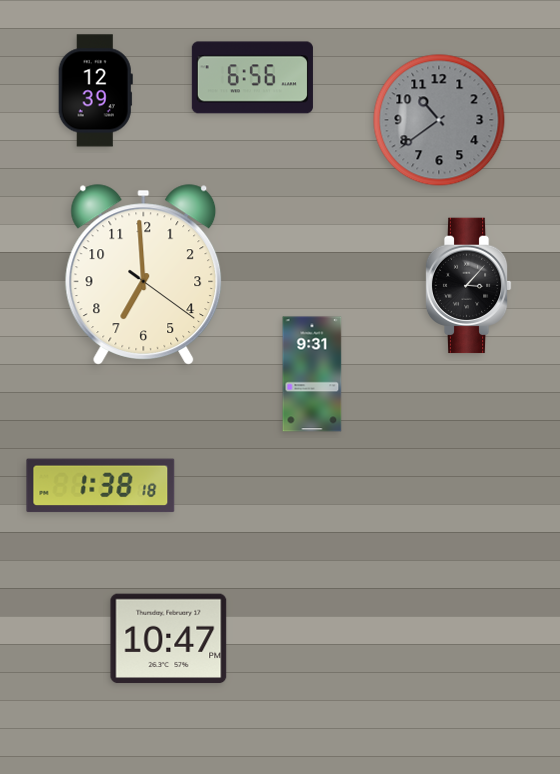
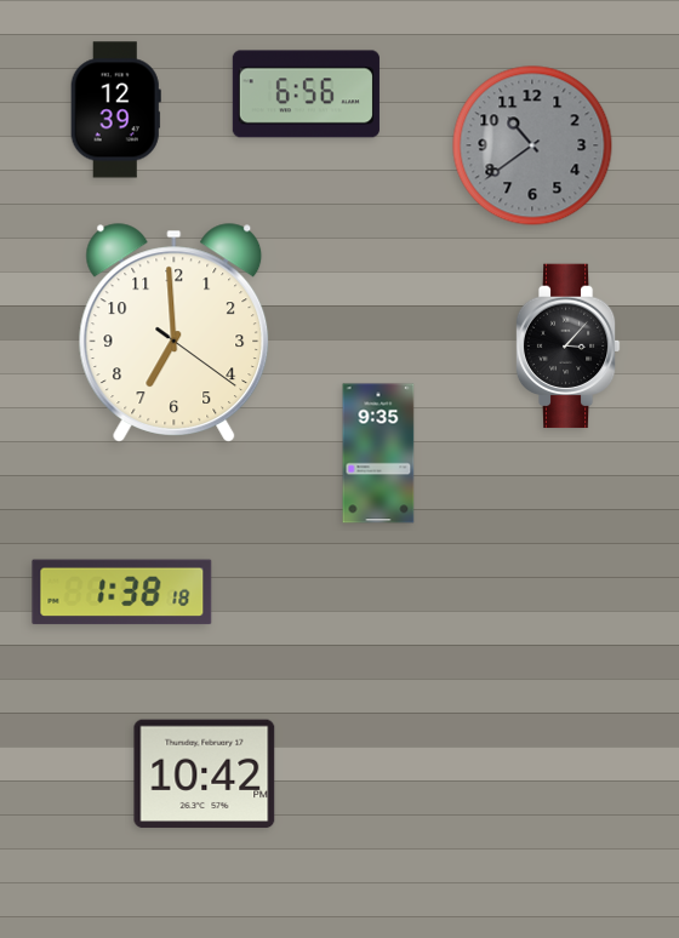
clock at (312, 374): 9:31 -> 9:35
clock at (101, 486) position: (101, 486) -> (122, 593)
clock at (169, 639): 10:47 -> 10:42
